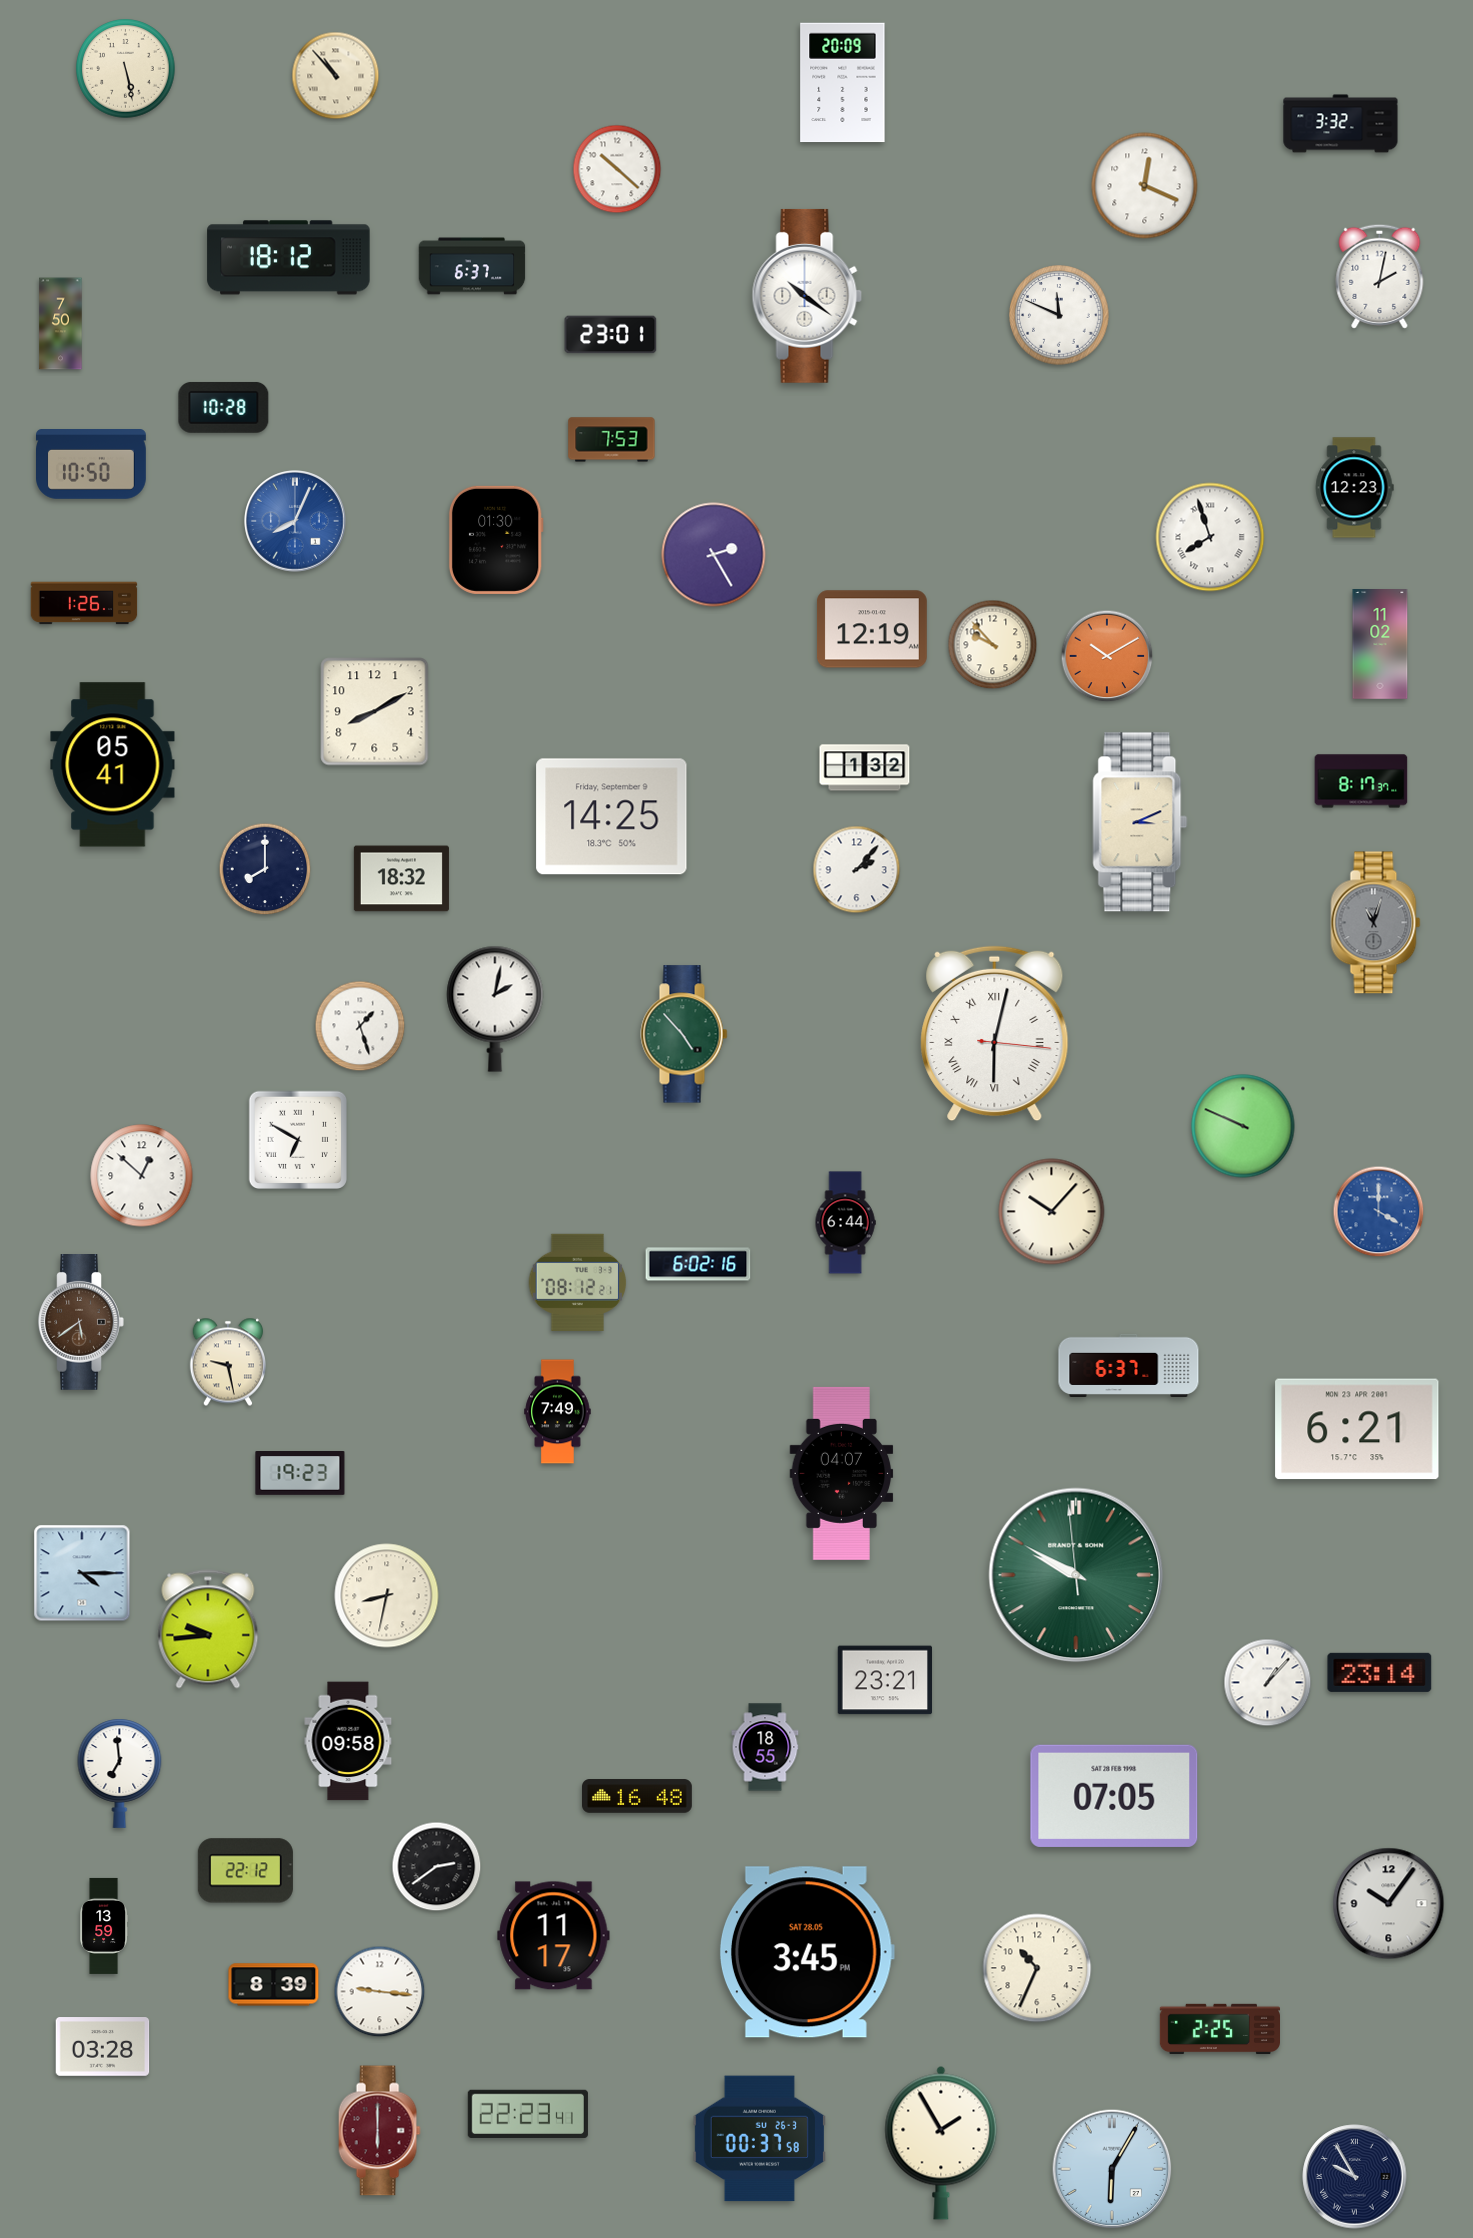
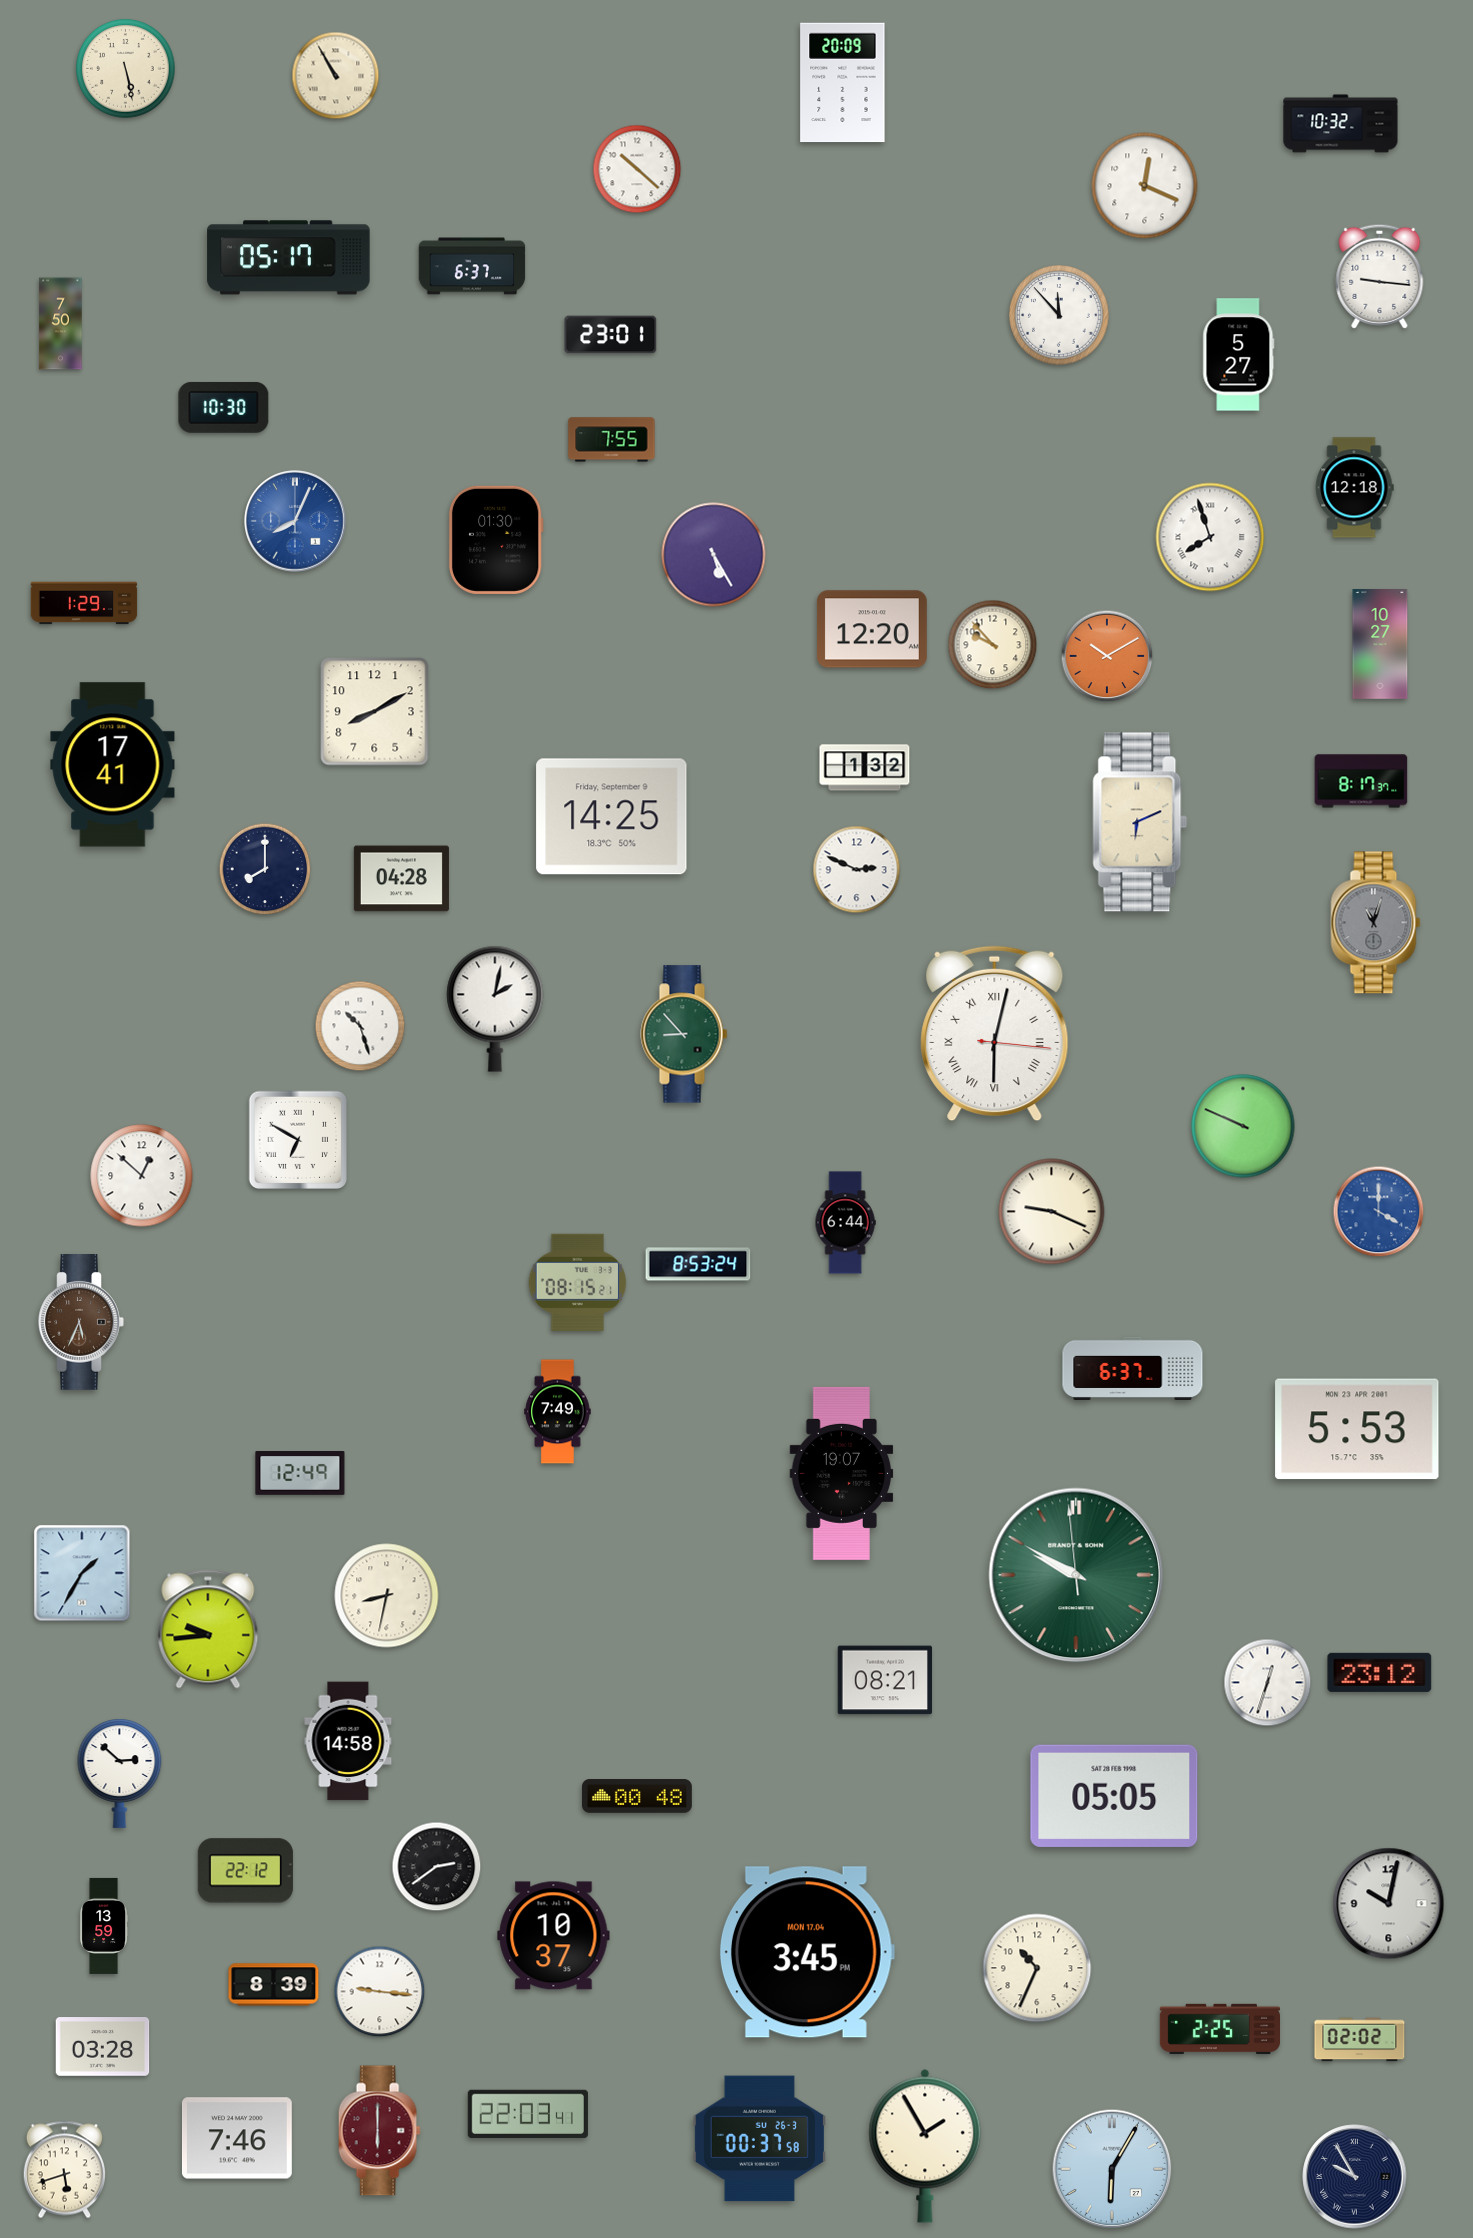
clock at (336, 76): 10:53 -> 10:55
clock at (1341, 124): 3:32 -> 10:32
clock at (617, 169) position: (617, 169) -> (637, 169)
clock at (289, 258): 18:12 -> 05:17
clock at (1380, 276): 2:02 -> 9:16
clock at (807, 296): 10:21 -> none
clock at (1059, 315): 11:49 -> 11:53
clock at (1239, 355): none -> 5:27
clock at (224, 408): 10:28 -> 10:30
clock at (612, 440): 7:53 -> 7:55
clock at (92, 465): 10:50 -> none
clock at (1354, 488): 12:23 -> 12:18
clock at (714, 555): 2:25 -> 5:25
clock at (84, 603): 1:26 -> 1:29
clock at (872, 629): 12:19 -> 12:20
clock at (1380, 645): 11:02 -> 10:27
clock at (113, 765): 05:41 -> 17:41
clock at (1140, 822): 3:11 -> 6:11
clock at (857, 870): 2:07 -> 2:49
clock at (401, 879): 18:32 -> 04:28
clock at (360, 1026): 1:27 -> 10:27
clock at (684, 1034): 4:53 -> 8:53
clock at (1052, 1212): 10:07 -> 9:19
clock at (698, 1264): 6:02 -> 8:53
clock at (578, 1282): 08:12 -> 08:15
clock at (81, 1323): 5:39 -> 5:34
clock at (227, 1362): 9:28 -> none
clock at (1129, 1365) position: (1129, 1365) -> (1133, 1368)
clock at (1357, 1429): 6:21 -> 5:53
clock at (300, 1473): 19:23 -> 12:49
clock at (842, 1473): 04:07 -> 19:07
clock at (82, 1573): 4:15 -> 1:35
clock at (1380, 1672): 23:14 -> 23:12
clock at (884, 1680): 23:21 -> 08:21
clock at (1268, 1683): 1:07 -> 12:33
clock at (348, 1741): 09:58 -> 14:58
clock at (765, 1747): 18:55 -> none
clock at (120, 1773): 6:59 -> 2:52
clock at (638, 1796): 16:48 -> 00:48
clock at (1114, 1796): 07:05 -> 05:05
clock at (1389, 1904): 10:06 -> 10:02
clock at (554, 1936): 11:17 -> 10:37
clock at (807, 1952) date: SAT 28.05 -> MON 17.04
clock at (1360, 2040): none -> 02:02
clock at (528, 2114): 22:23 -> 22:03
clock at (237, 2138): none -> 7:46
clock at (941, 2143) position: (941, 2143) -> (925, 2146)
clock at (64, 2170): none -> 5:42
